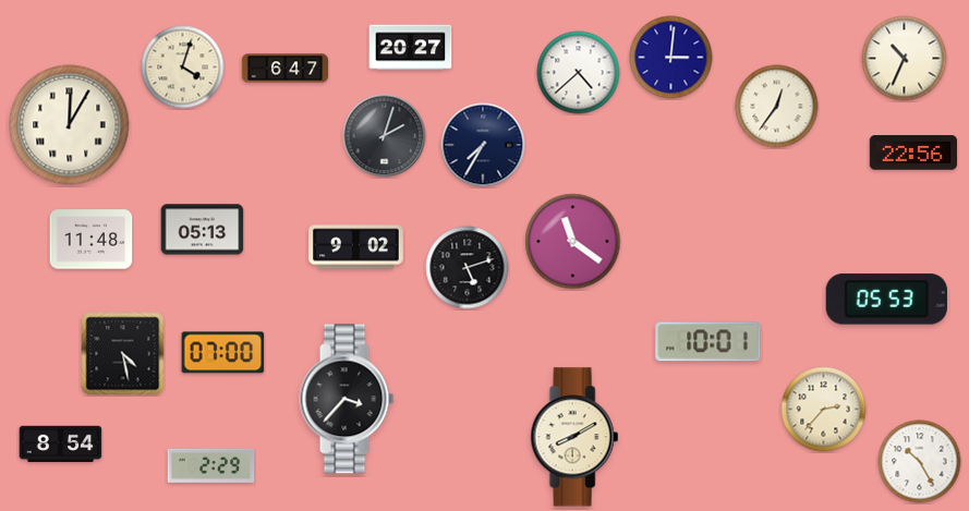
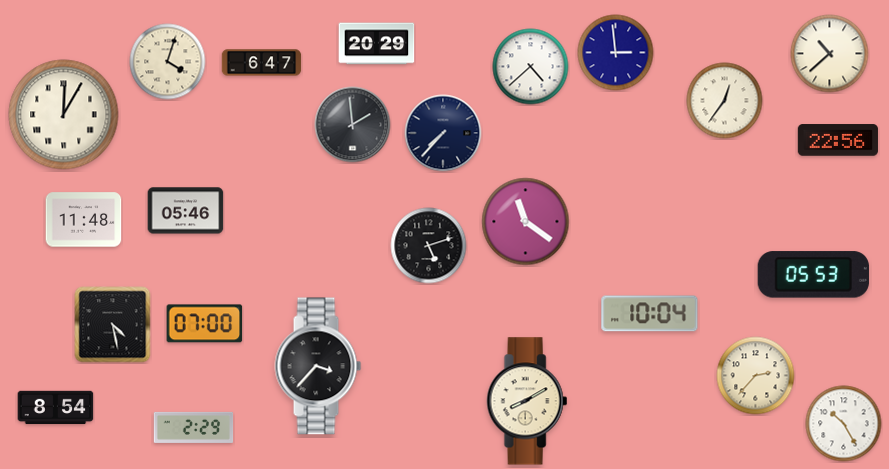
clock at (411, 48): 20:27 -> 20:29
clock at (671, 58): 3:01 -> 2:59
clock at (905, 59): 10:34 -> 10:38
clock at (777, 107) position: (777, 107) -> (725, 101)
clock at (385, 136): 2:03 -> 1:59
clock at (483, 145): 7:35 -> 7:37
clock at (203, 230): 05:13 -> 05:46
clock at (356, 247): 9:02 -> none
clock at (708, 342): 10:01 -> 10:04
